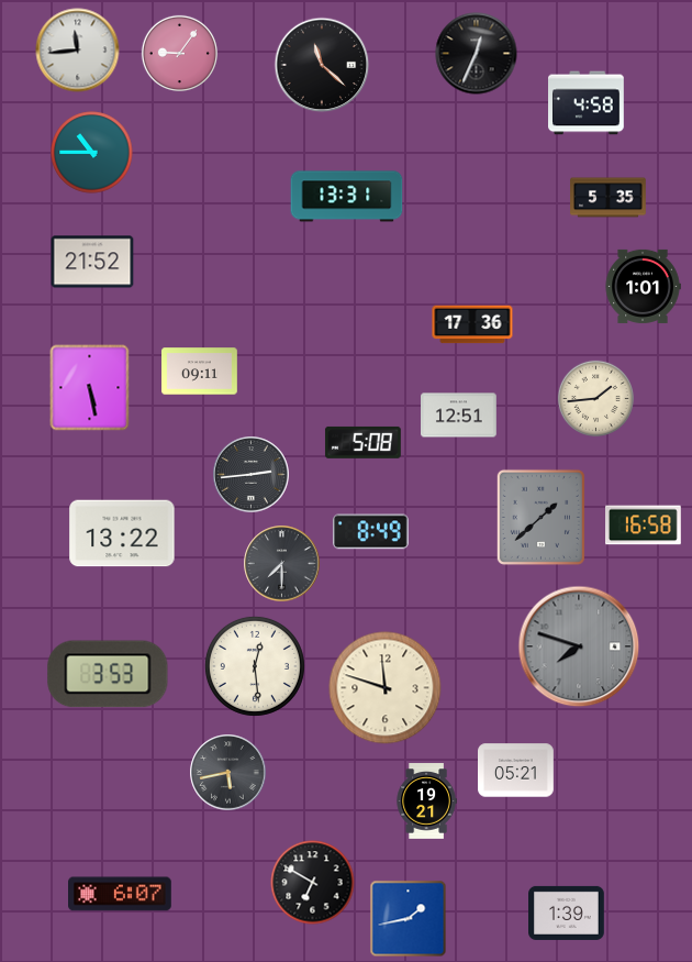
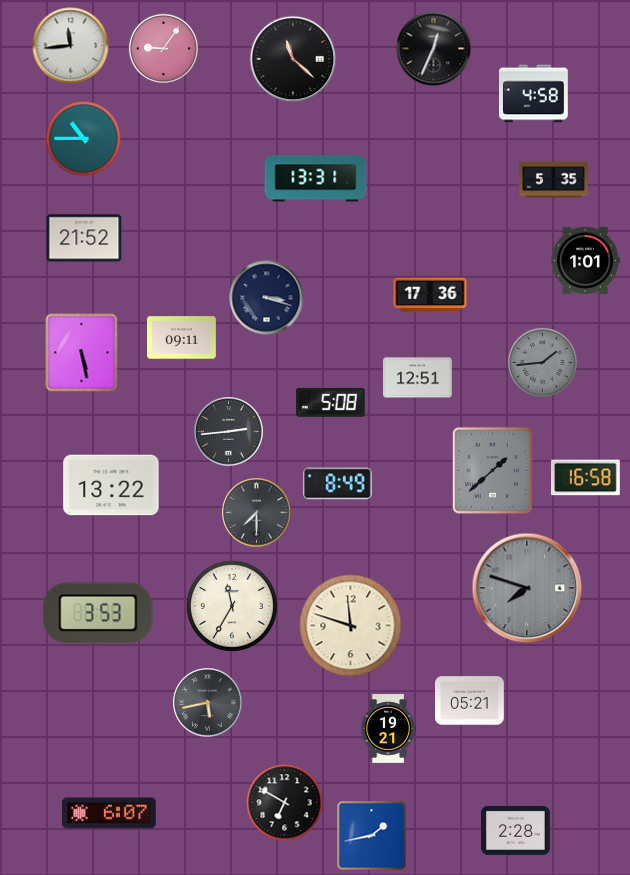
clock at (267, 298): none -> 3:18
clock at (595, 398) dial: cream -> grey
clock at (255, 666): 12:29 -> 11:35
clock at (567, 913): 1:39 -> 2:28
